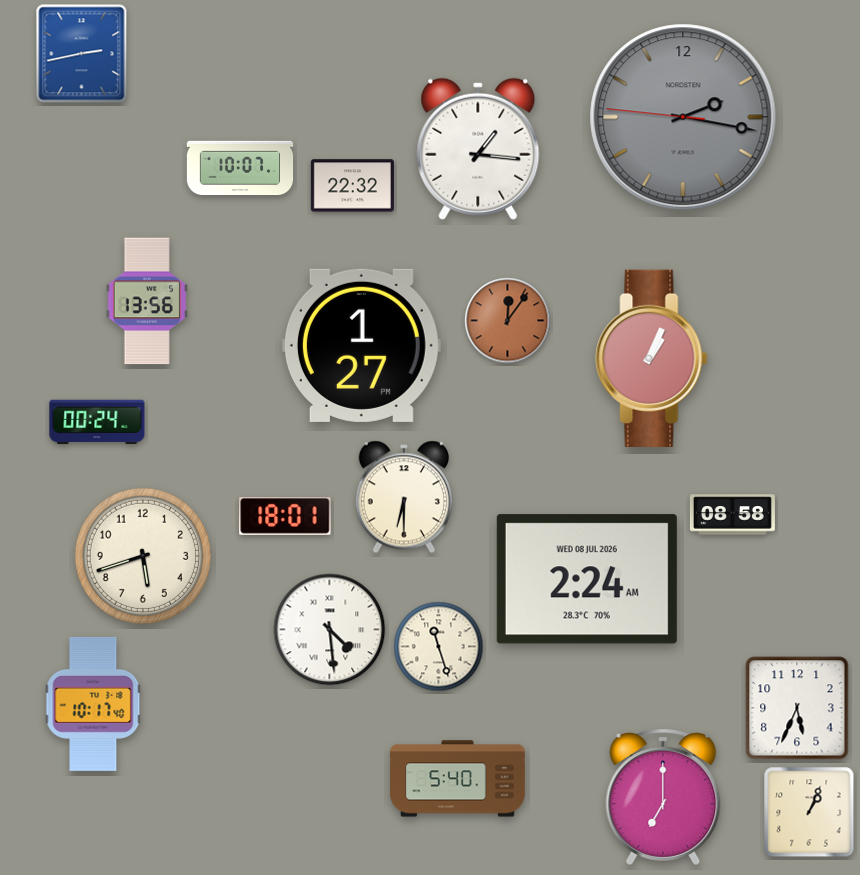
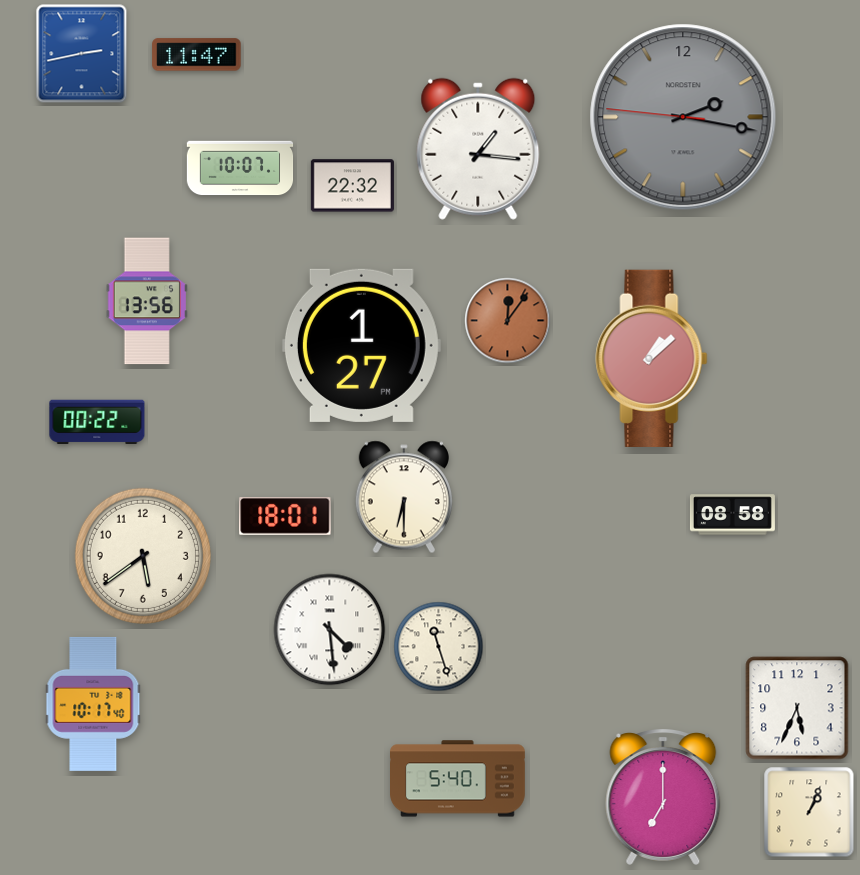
clock at (197, 55): none -> 11:47
clock at (652, 358): 1:04 -> 1:08
clock at (97, 422): 00:24 -> 00:22
clock at (143, 556): 5:42 -> 5:39
clock at (587, 579): 2:24 -> none
